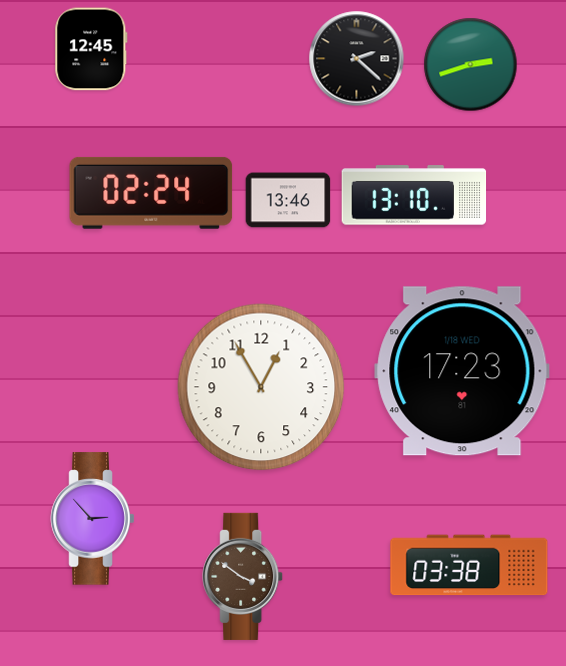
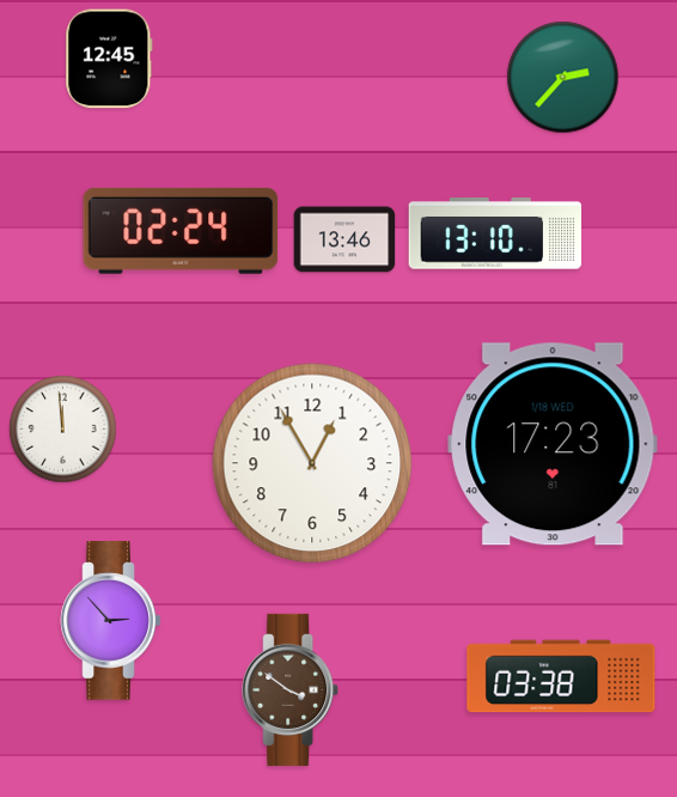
clock at (357, 59): 2:22 -> none
clock at (471, 65): 2:42 -> 2:37
clock at (63, 430): none -> 11:59
